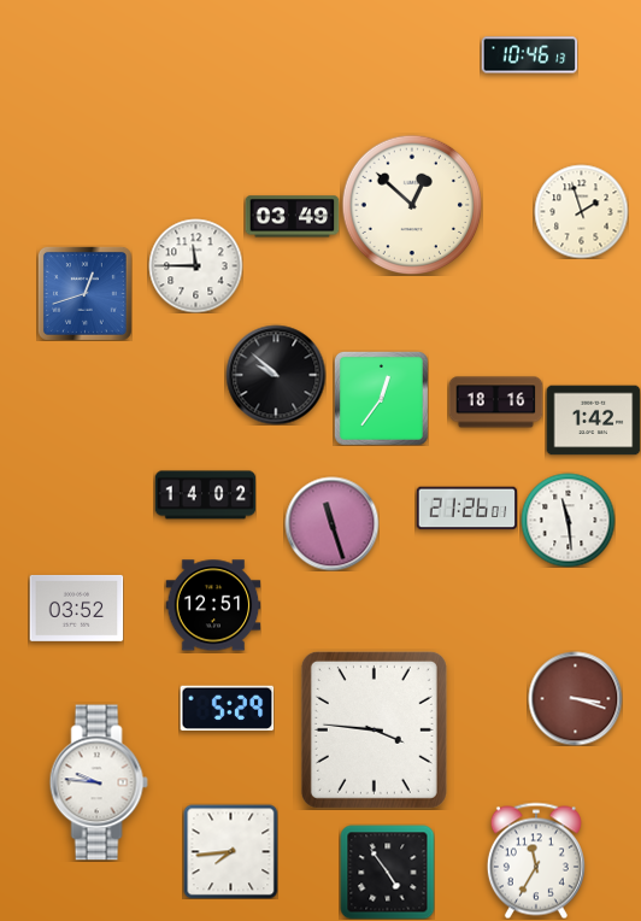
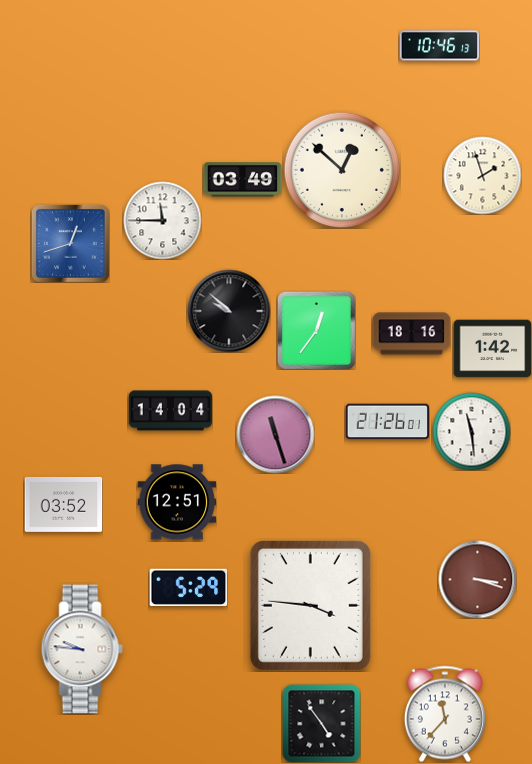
clock at (205, 495): 14:02 -> 14:04
clock at (230, 851): 7:44 -> none
clock at (536, 861): 11:35 -> 11:37
